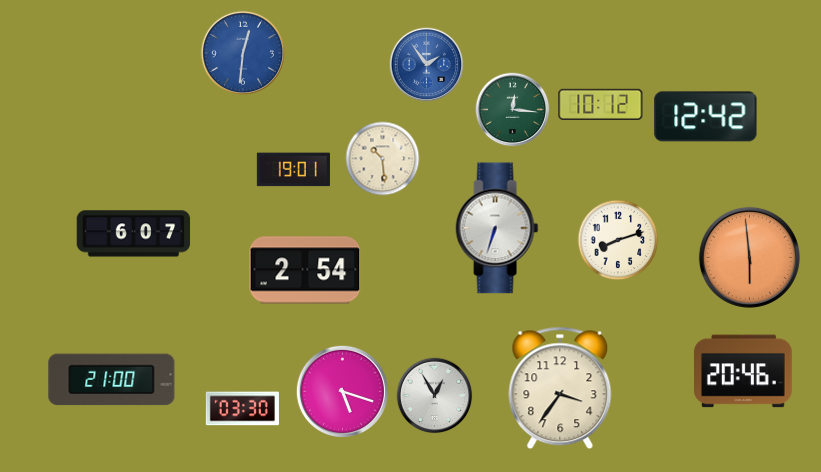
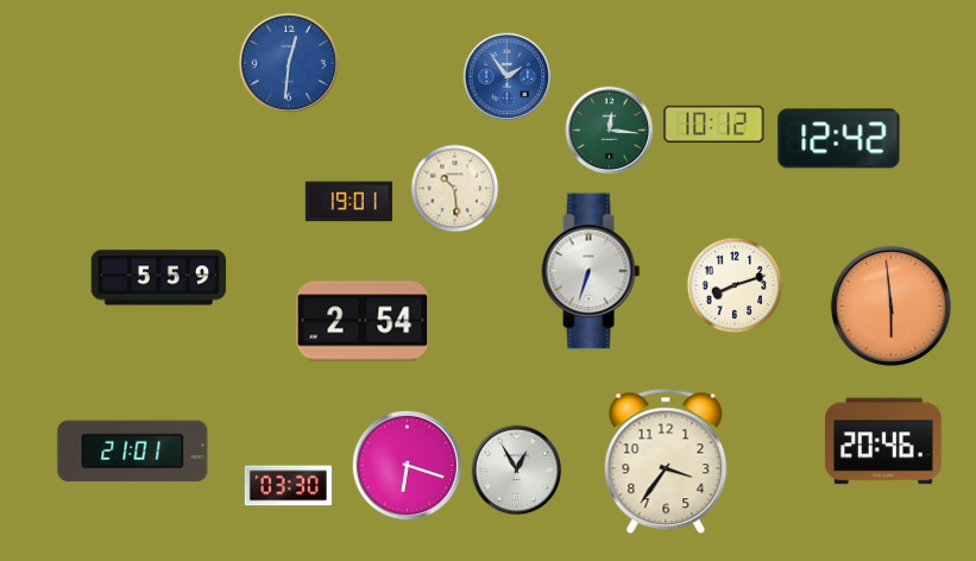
clock at (134, 234): 6:07 -> 5:59
clock at (112, 380): 21:00 -> 21:01
clock at (342, 391): 5:18 -> 6:18
